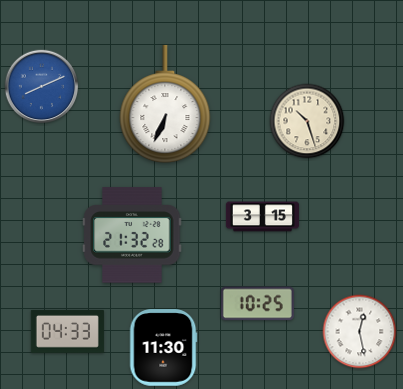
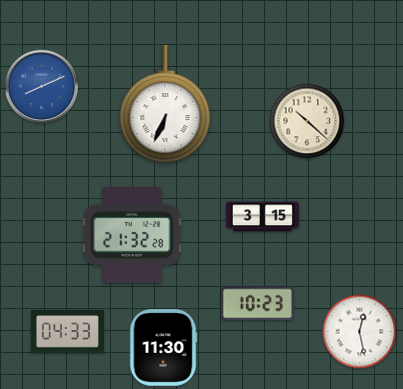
clock at (307, 121): 10:27 -> 10:22
clock at (257, 304): 10:25 -> 10:23
